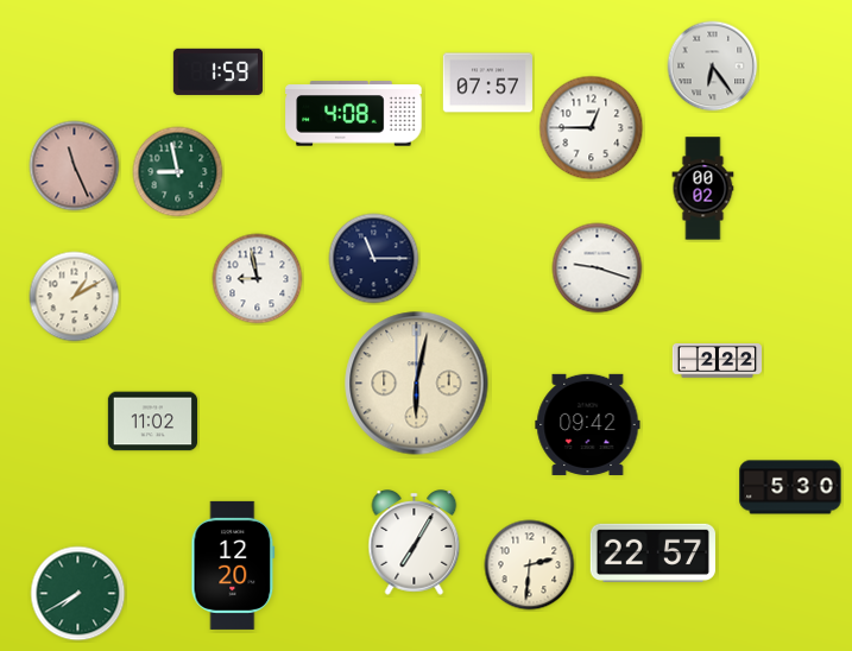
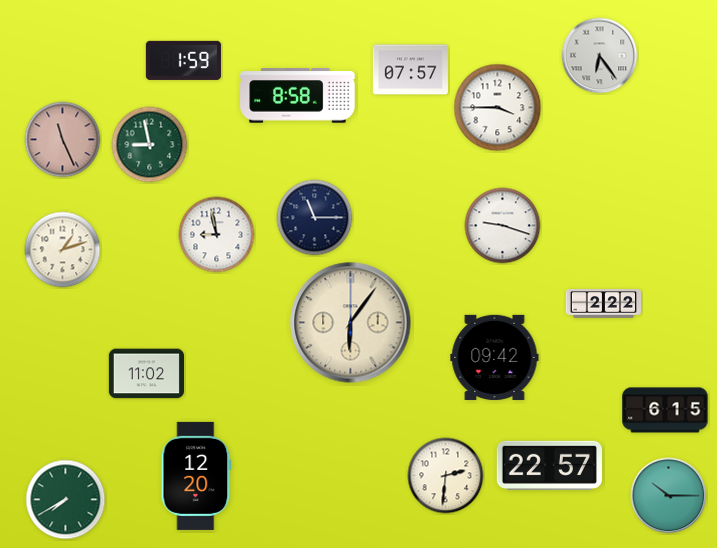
clock at (354, 114): 4:08 -> 8:58
clock at (592, 128): 12:45 -> 3:45
clock at (703, 189): 00:02 -> none
clock at (75, 297): 1:10 -> 1:12
clock at (417, 384): 6:02 -> 6:06
clock at (152, 422) position: (152, 422) -> (146, 374)
clock at (790, 487): 5:30 -> 6:15
clock at (415, 543): 7:05 -> none
clock at (669, 496): none -> 10:15
